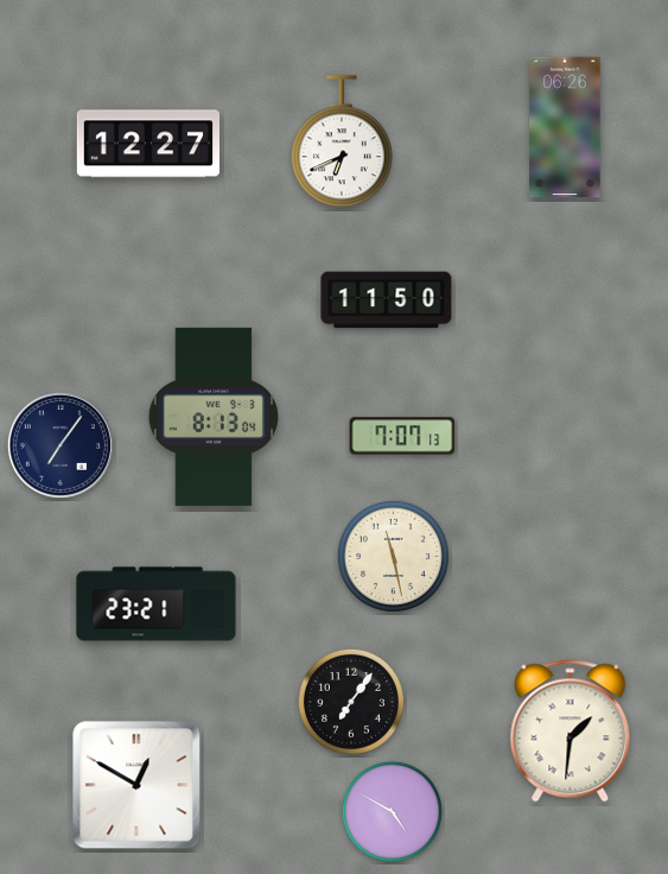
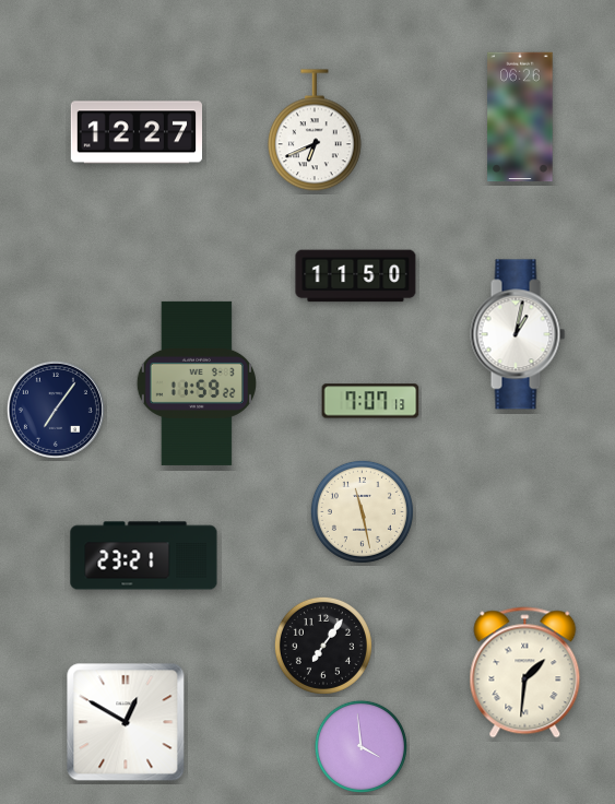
clock at (518, 334): none -> 1:02
clock at (214, 417): 8:13 -> 11:59
clock at (392, 811): 4:50 -> 3:59
